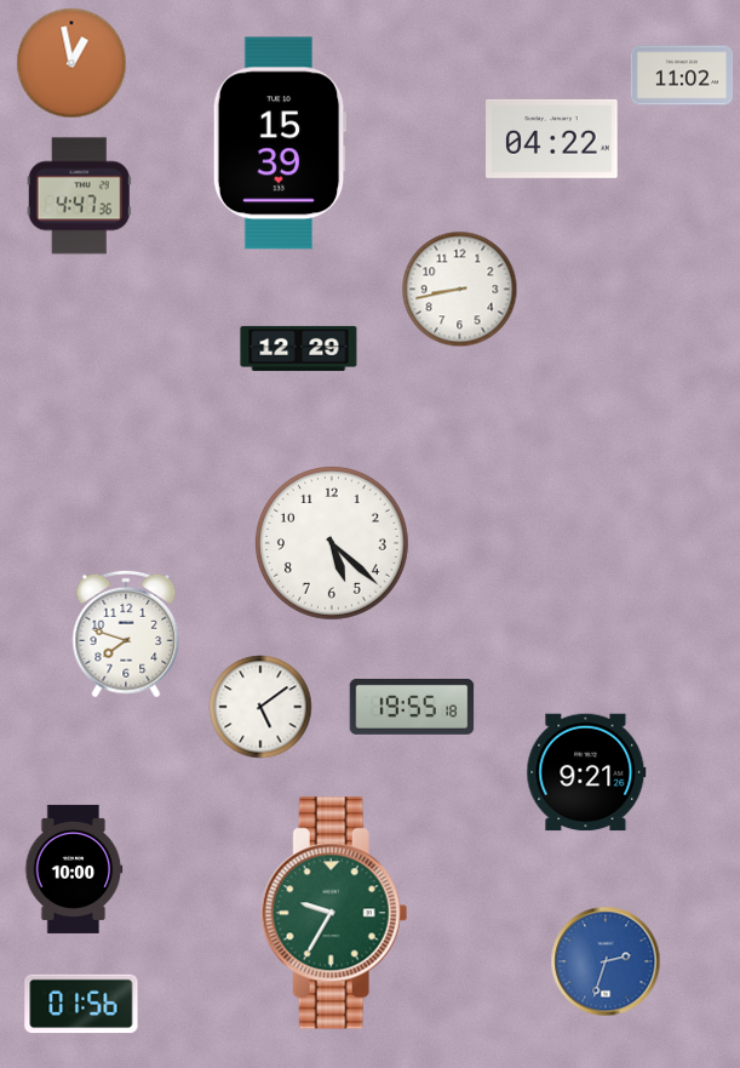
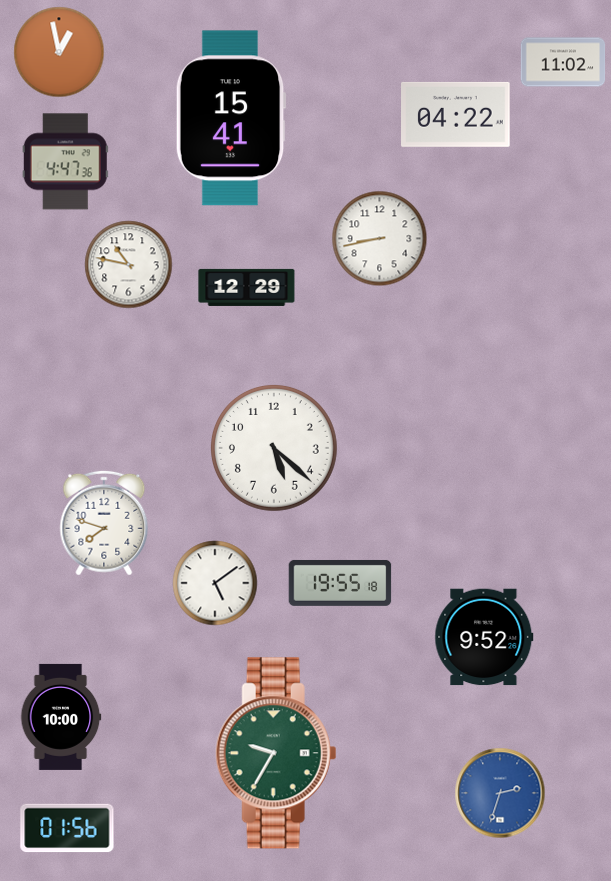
clock at (280, 143): 15:39 -> 15:41
clock at (129, 265): none -> 10:47
clock at (586, 772): 9:21 -> 9:52
